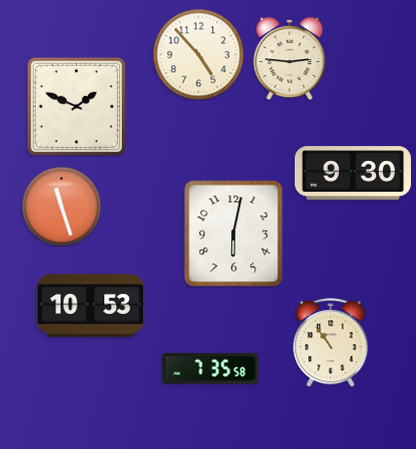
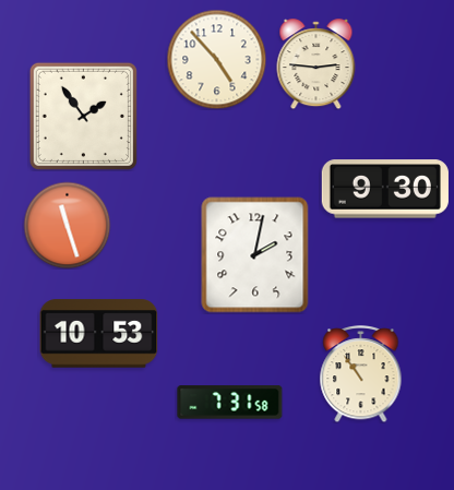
clock at (76, 106): 1:49 -> 1:54
clock at (234, 234): 6:02 -> 2:02
clock at (211, 369): 7:35 -> 7:31
